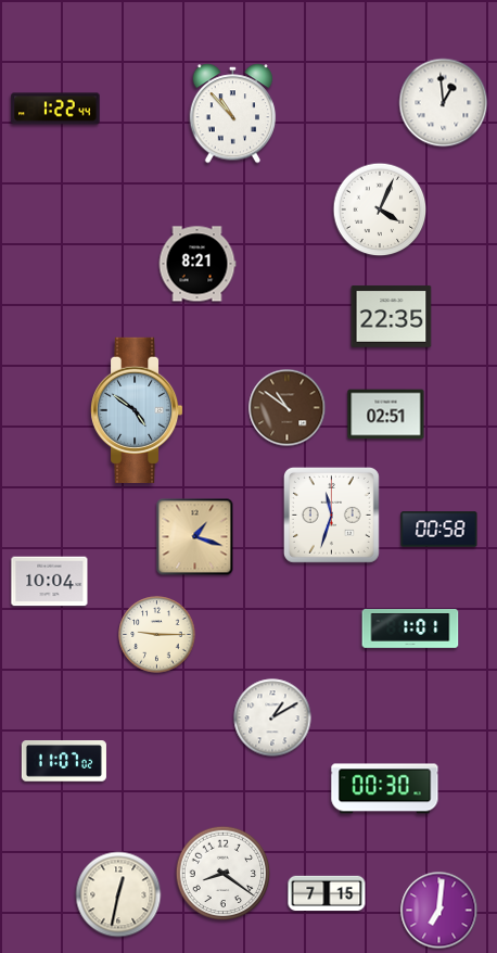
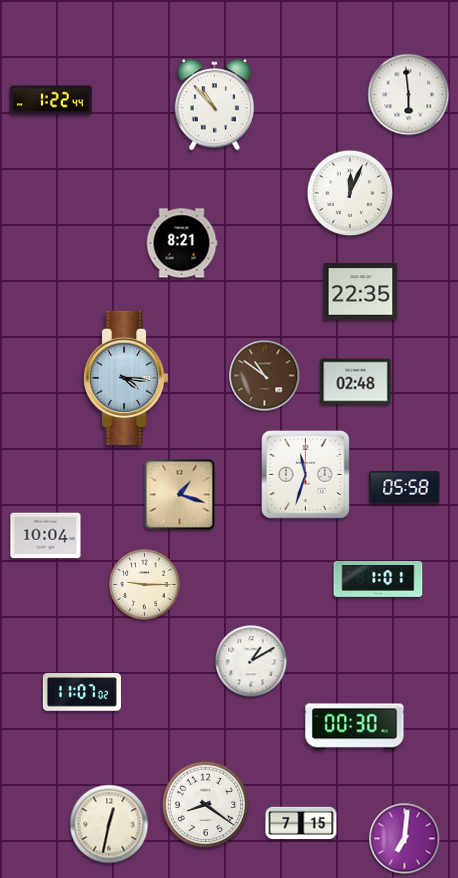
clock at (444, 103): 12:59 -> 5:59
clock at (380, 209): 4:04 -> 12:04
clock at (137, 410): 4:51 -> 4:16
clock at (386, 415): 02:51 -> 02:48
clock at (439, 530): 00:58 -> 05:58
clock at (64, 762) position: (64, 762) -> (82, 693)
